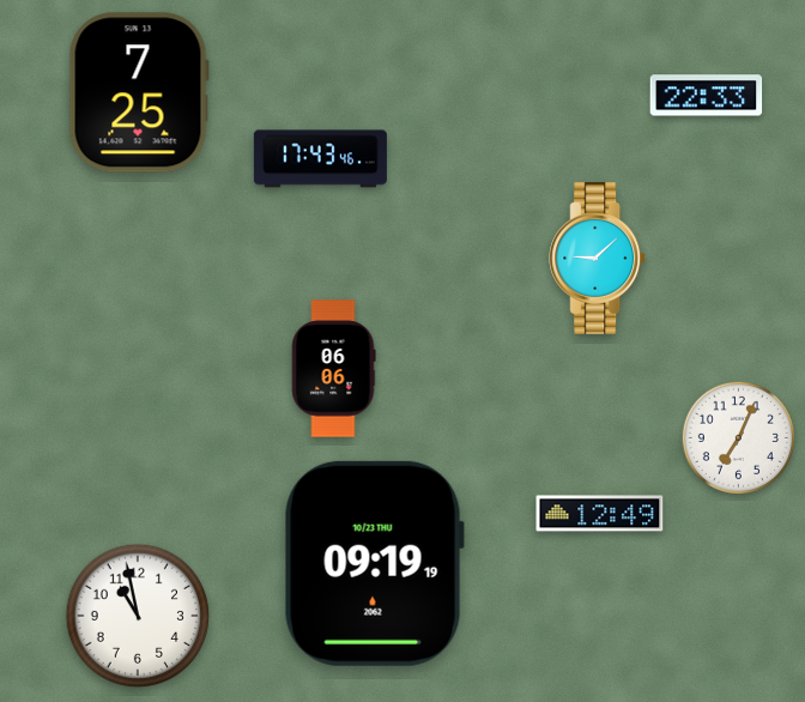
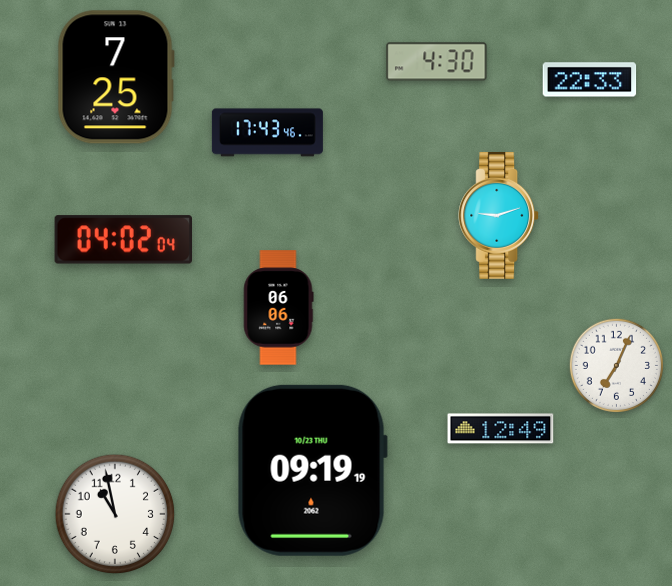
clock at (437, 62): none -> 4:30
clock at (598, 258): 9:08 -> 9:12
clock at (123, 240): none -> 04:02
